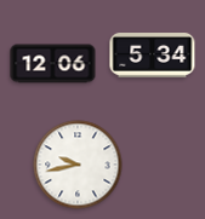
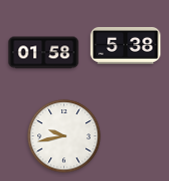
clock at (153, 56): 5:34 -> 5:38
clock at (53, 64): 12:06 -> 01:58
